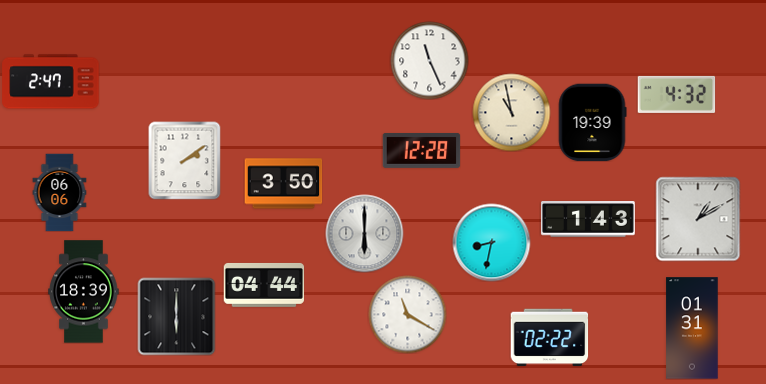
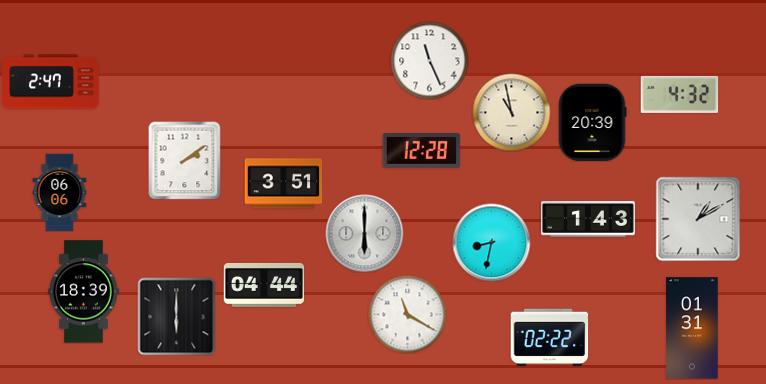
clock at (676, 94) position: (676, 94) -> (679, 94)
clock at (592, 122): 19:39 -> 20:39
clock at (283, 184): 3:50 -> 3:51
